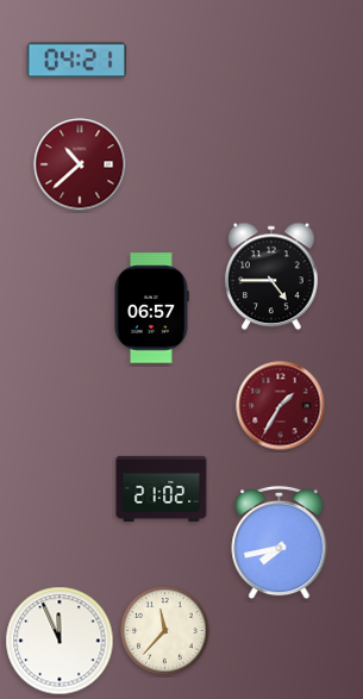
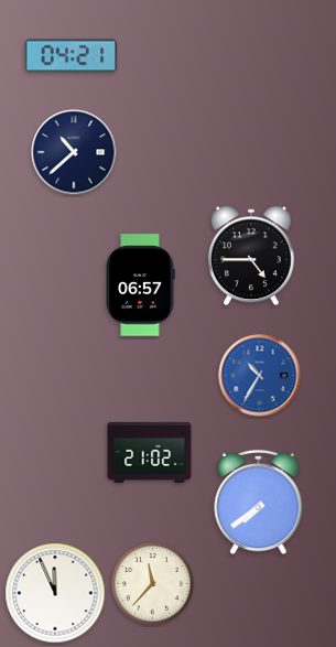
clock at (80, 164) dial: burgundy -> navy
clock at (281, 406): 1:35 -> 10:35
clock at (281, 406) dial: burgundy -> blue
clock at (280, 543): 7:43 -> 7:39
